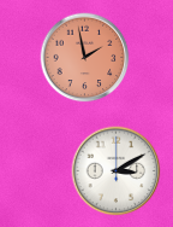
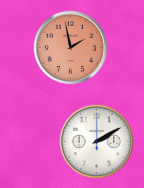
clock at (117, 171): 3:10 -> 2:10
